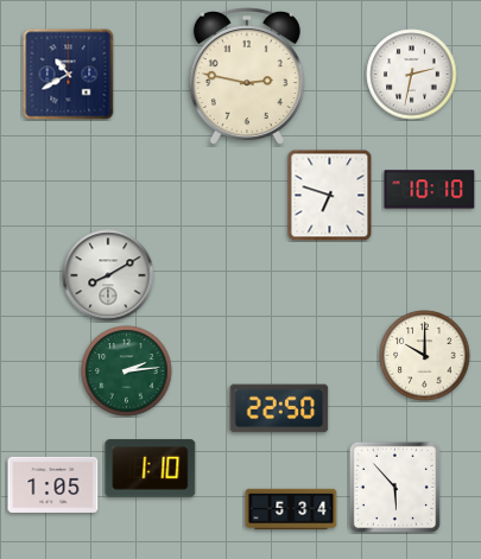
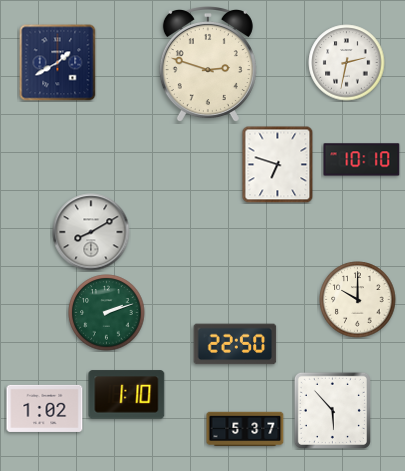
clock at (69, 75): 10:40 -> 1:40
clock at (247, 77): 2:47 -> 2:48
clock at (127, 371): 2:14 -> 2:12
clock at (53, 484): 1:05 -> 1:02
clock at (291, 509): 5:34 -> 5:37
